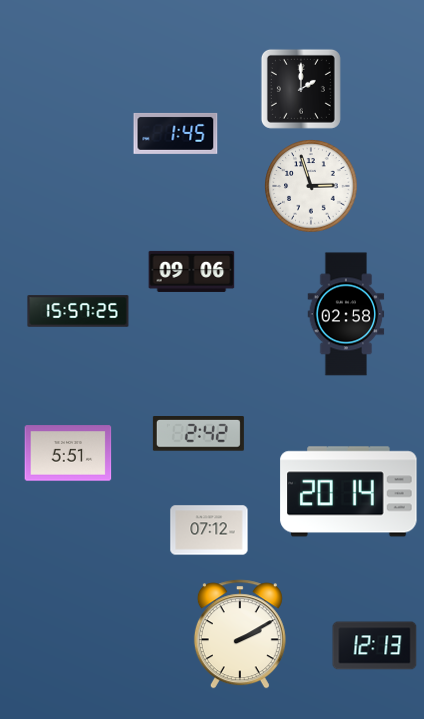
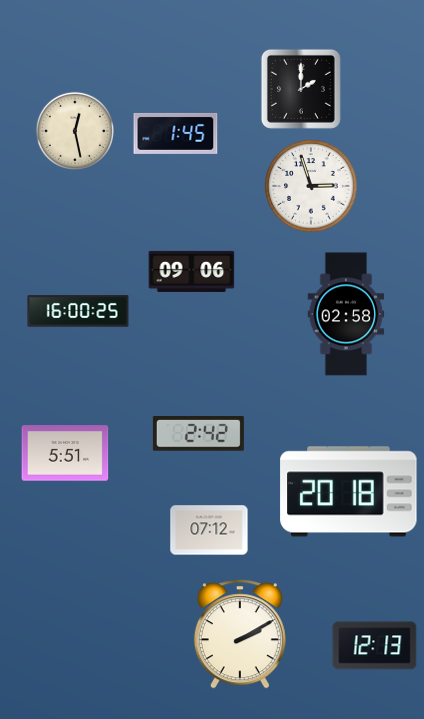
clock at (74, 130): none -> 12:28
clock at (78, 311): 15:57 -> 16:00
clock at (68, 453) position: (68, 453) -> (65, 453)
clock at (349, 492): 20:14 -> 20:18
